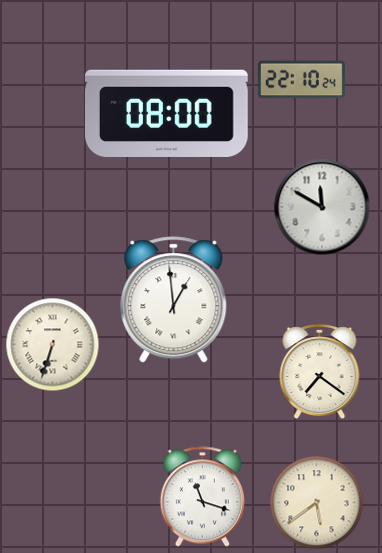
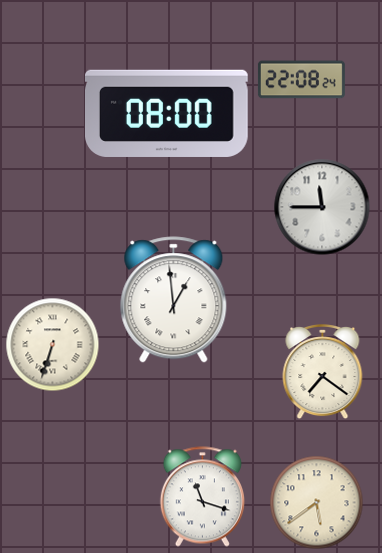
clock at (301, 80): 22:10 -> 22:08
clock at (322, 207): 11:50 -> 11:45
clock at (320, 373) position: (320, 373) -> (323, 373)
